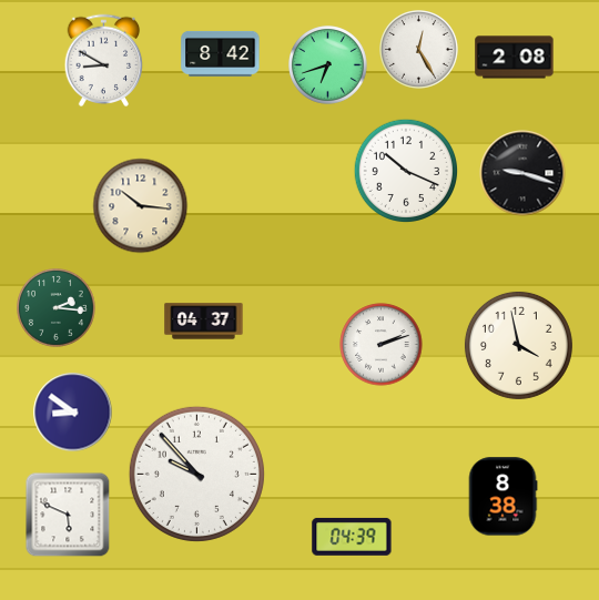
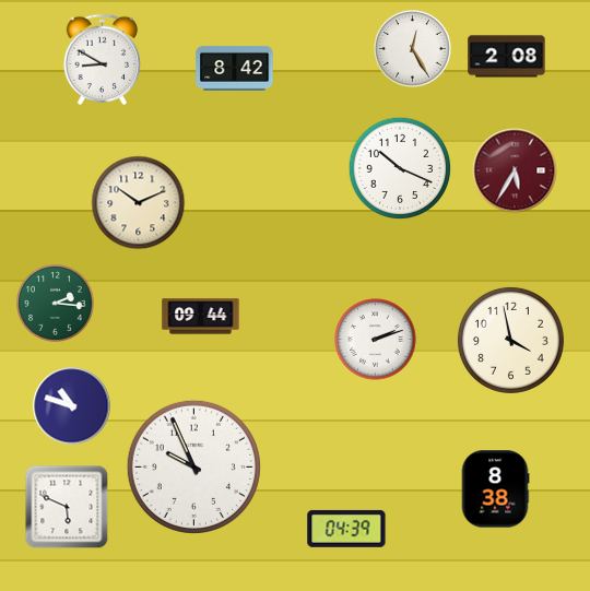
clock at (221, 53) position: (221, 53) -> (235, 68)
clock at (328, 65): 6:42 -> none
clock at (522, 173): 9:18 -> 5:35
clock at (522, 173) dial: black -> burgundy
clock at (141, 206): 10:16 -> 10:11
clock at (204, 322): 04:37 -> 09:44
clock at (73, 413): 8:51 -> 10:48
clock at (196, 474): 9:53 -> 9:56
